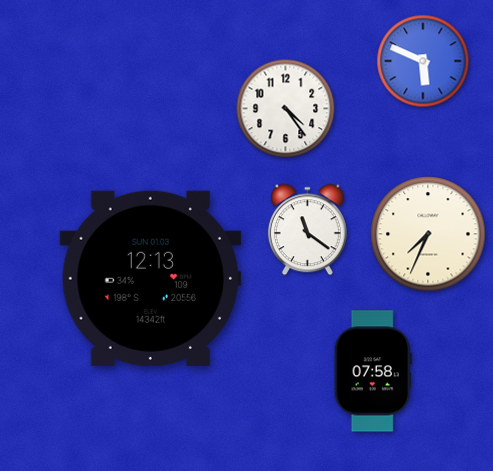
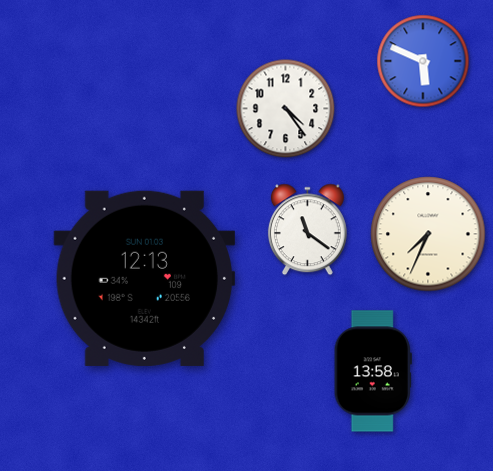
clock at (151, 278) position: (151, 278) -> (145, 278)
clock at (373, 371): 07:58 -> 13:58
